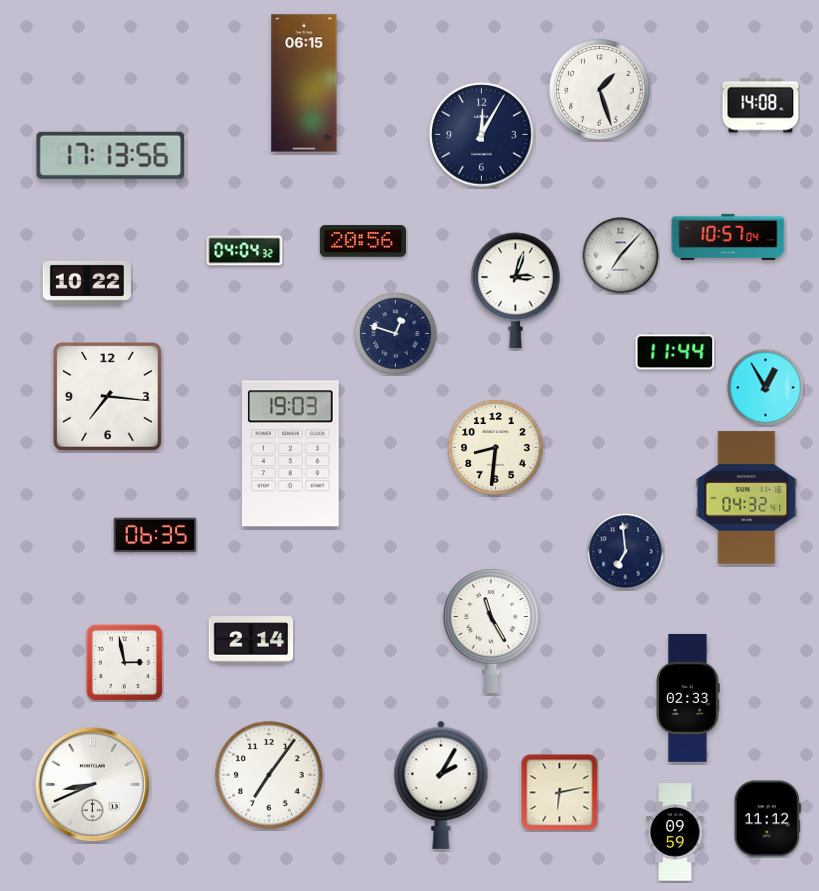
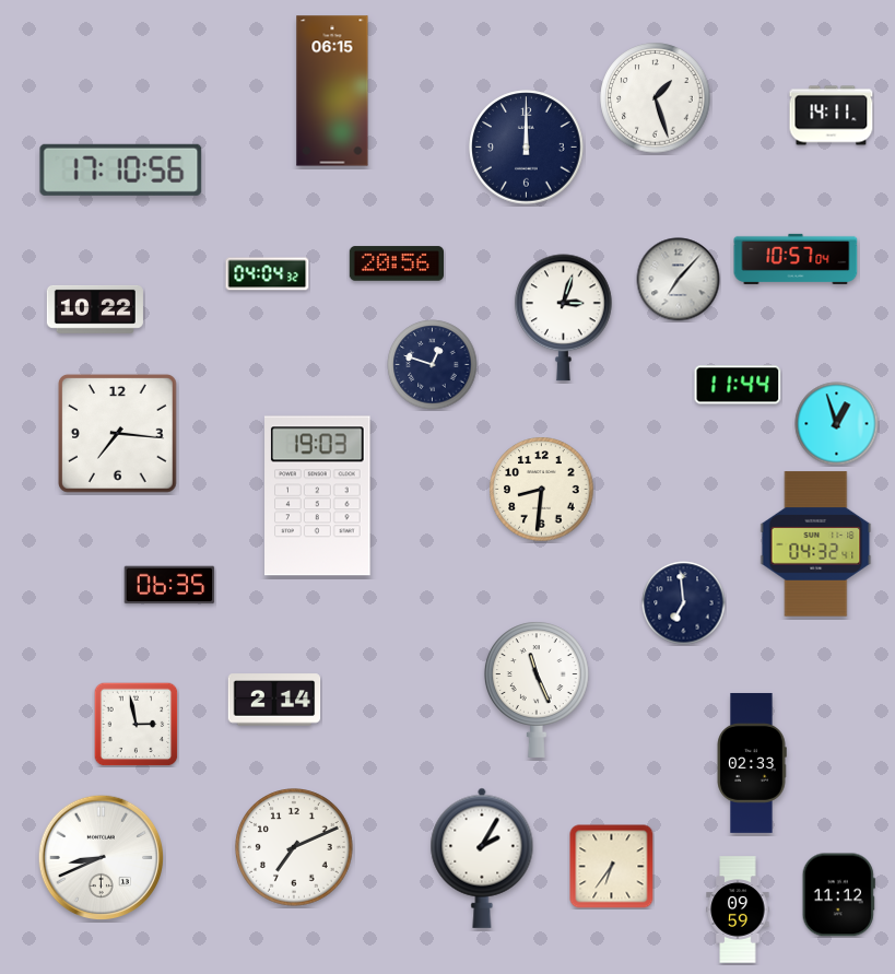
clock at (761, 106): 14:08 -> 14:11
clock at (482, 135): 12:05 -> 12:00
clock at (111, 155): 17:13 -> 17:10
clock at (766, 388): 12:55 -> 12:57
clock at (491, 631): 11:25 -> 11:26
clock at (269, 775): 7:06 -> 7:11
clock at (560, 793): 6:13 -> 6:36
